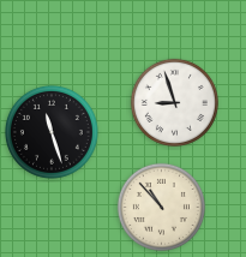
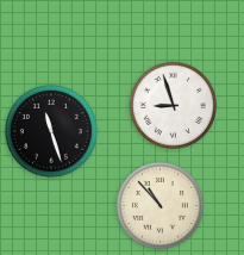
clock at (174, 102) position: (174, 102) -> (173, 105)
